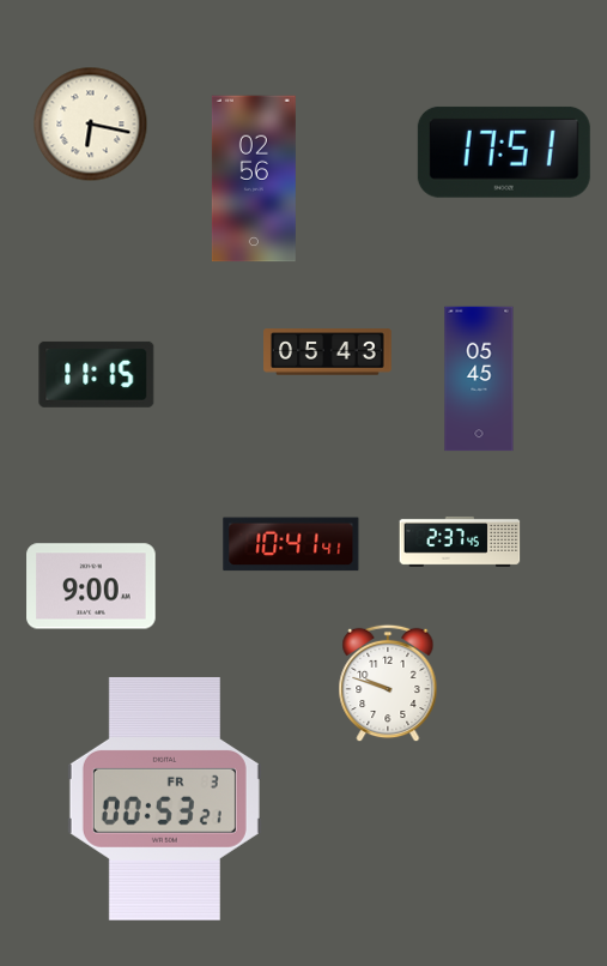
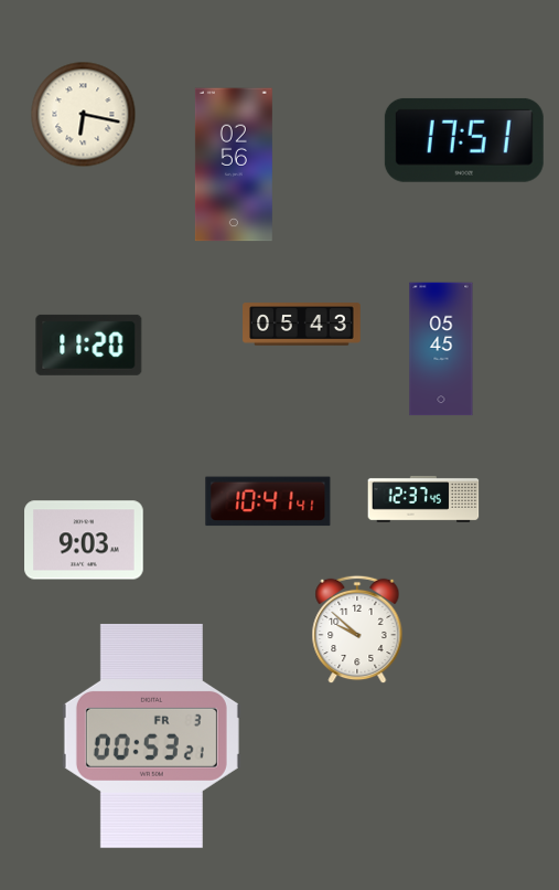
clock at (97, 374): 11:15 -> 11:20
clock at (460, 542): 2:37 -> 12:37
clock at (91, 586): 9:00 -> 9:03
clock at (388, 683): 9:48 -> 9:52
